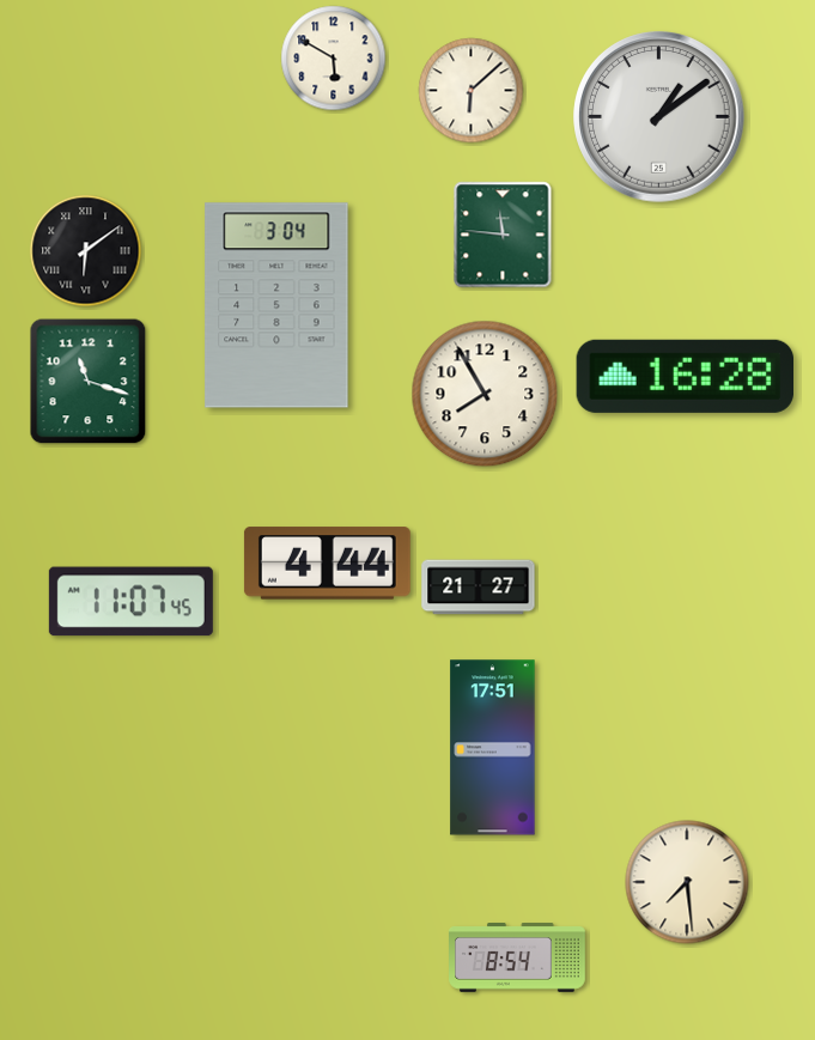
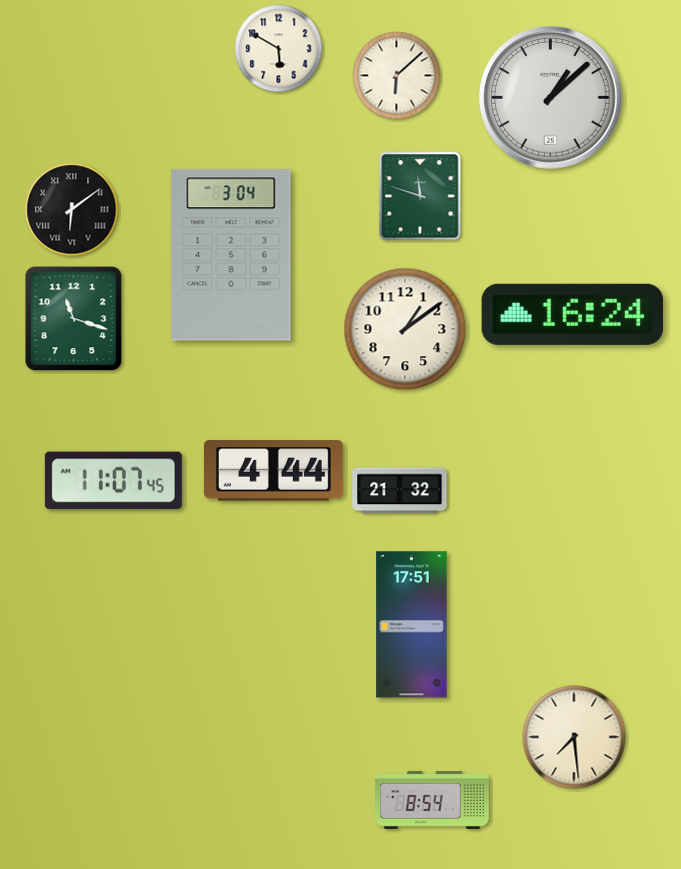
clock at (472, 91) position: (472, 91) -> (397, 76)
clock at (659, 117): 1:09 -> 1:08
clock at (503, 235): 11:46 -> 11:48
clock at (685, 376): 16:28 -> 16:24
clock at (485, 394): 7:55 -> 1:09
clock at (479, 588): 21:27 -> 21:32
clock at (130, 602) position: (130, 602) -> (113, 481)
